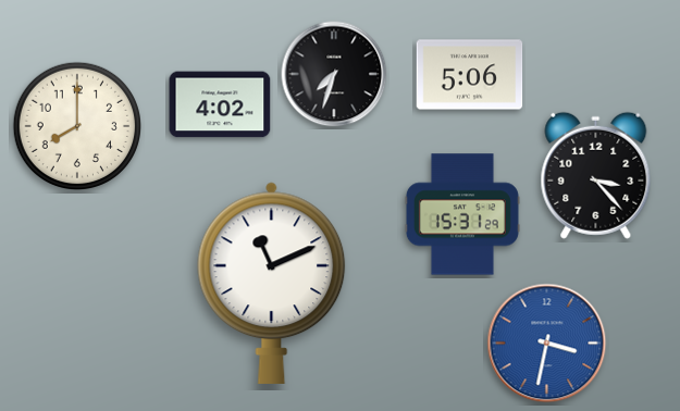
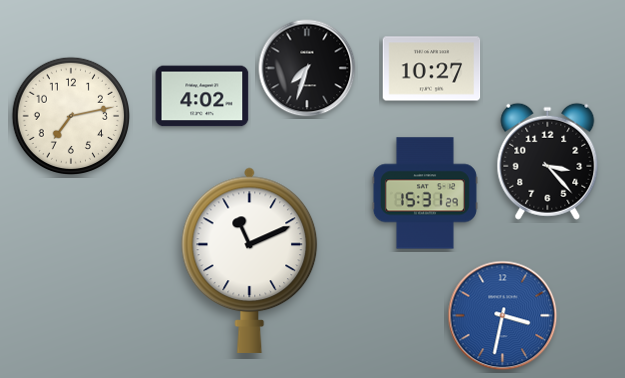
clock at (470, 75): 5:06 -> 10:27
clock at (76, 125): 8:00 -> 7:13
clock at (462, 214) position: (462, 214) -> (425, 193)
